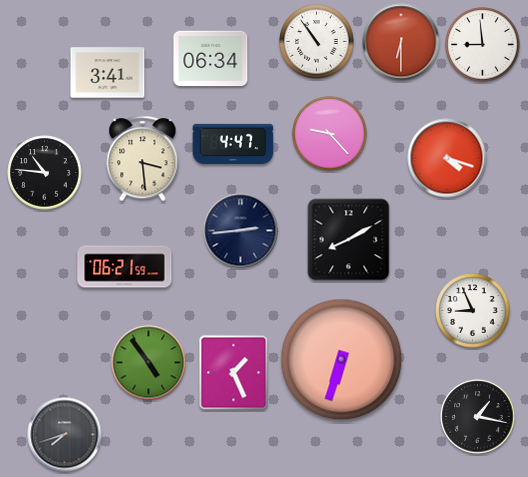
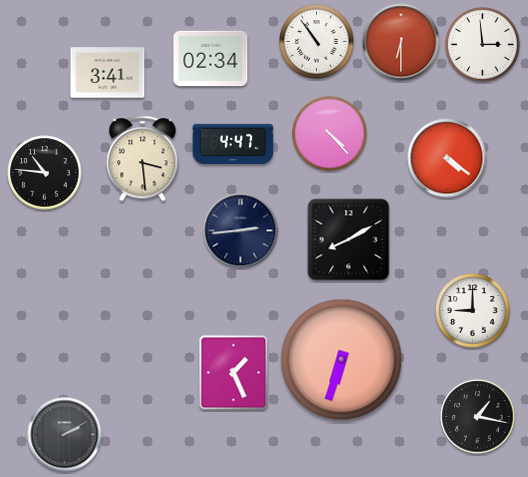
clock at (483, 45): 8:59 -> 2:59
clock at (211, 59): 06:34 -> 02:34
clock at (330, 134): 9:23 -> 4:23
clock at (447, 158): 4:18 -> 4:21
clock at (125, 267): 06:21 -> none
clock at (473, 311): 8:56 -> 9:00
clock at (149, 363): 4:54 -> none
clock at (65, 435): 7:42 -> 2:10
